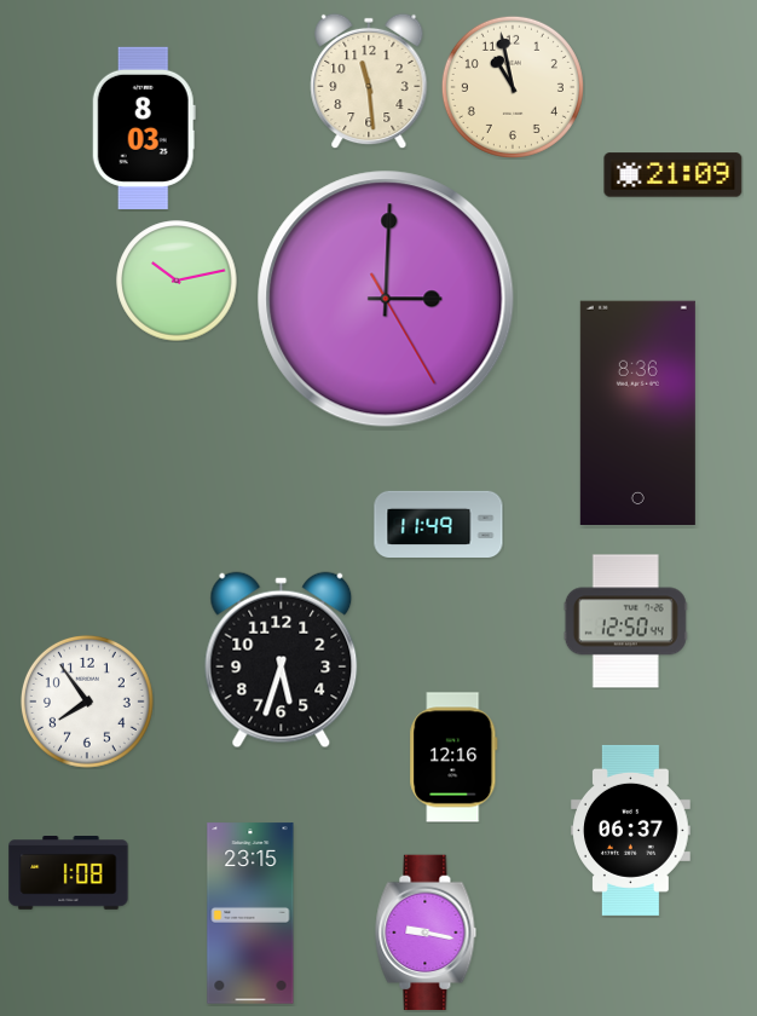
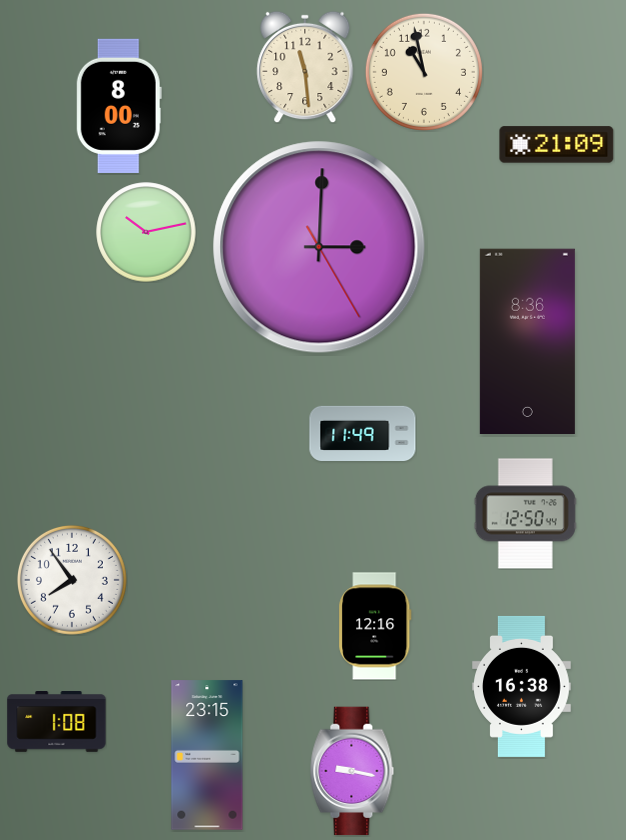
clock at (144, 128): 8:03 -> 8:00
clock at (625, 622) position: (625, 622) -> (525, 514)
clock at (282, 660): 5:33 -> none
clock at (631, 830): 06:37 -> 16:38
